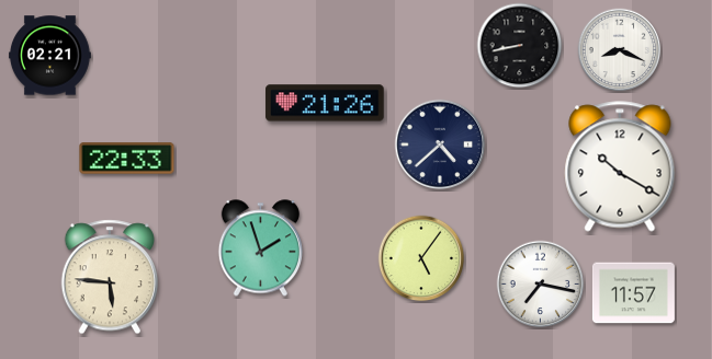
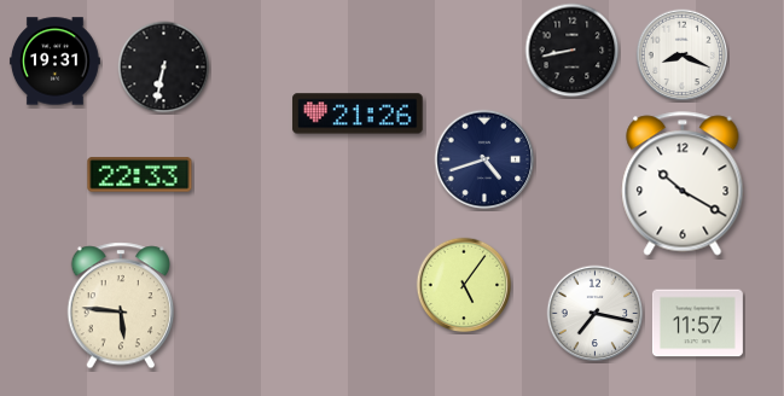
clock at (49, 56): 02:21 -> 19:31
clock at (164, 68): none -> 6:32
clock at (440, 144): 4:38 -> 4:42
clock at (260, 248): 1:57 -> none
